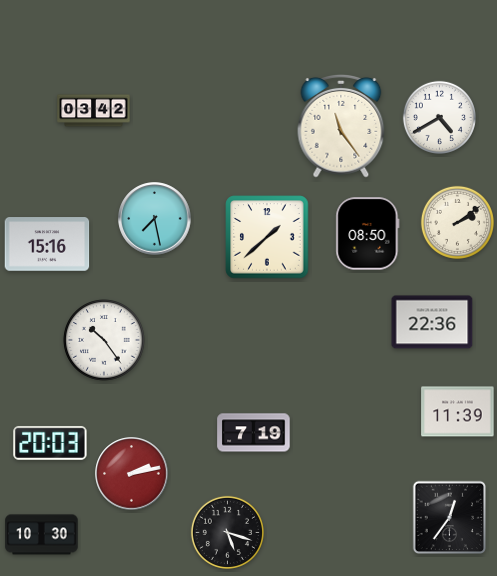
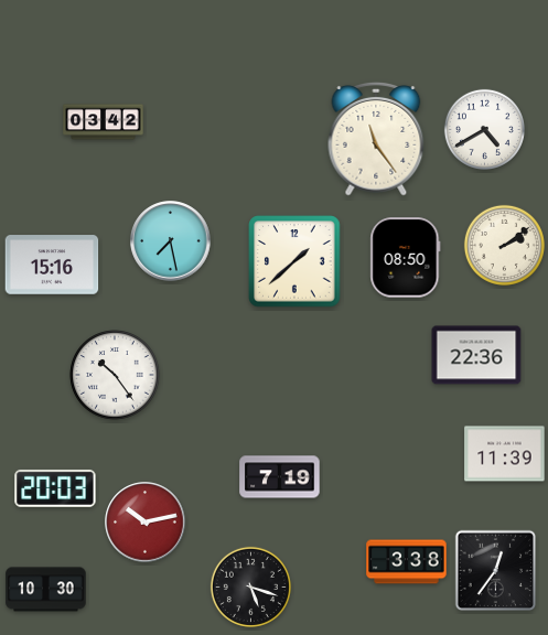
clock at (47, 244) position: (47, 244) -> (52, 265)
clock at (132, 474): 2:13 -> 10:13
clock at (407, 562): none -> 3:38
